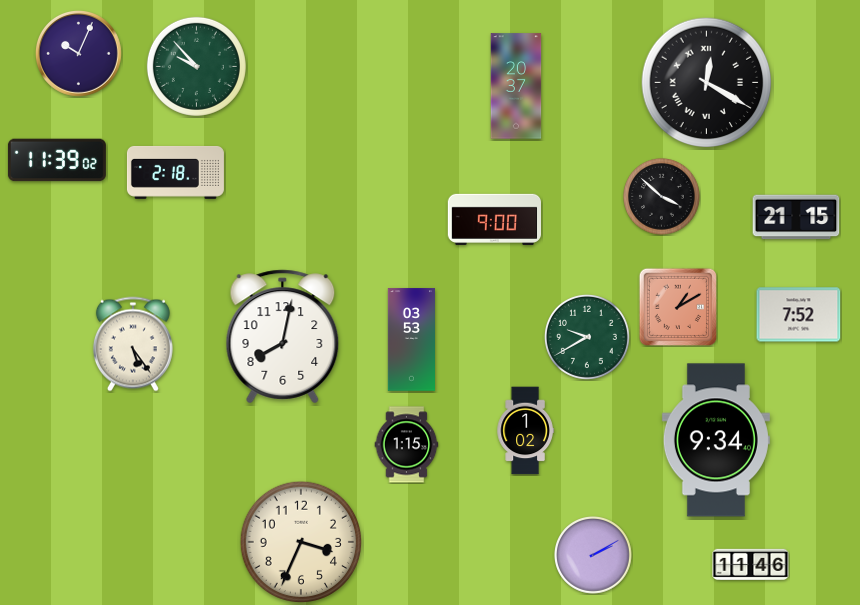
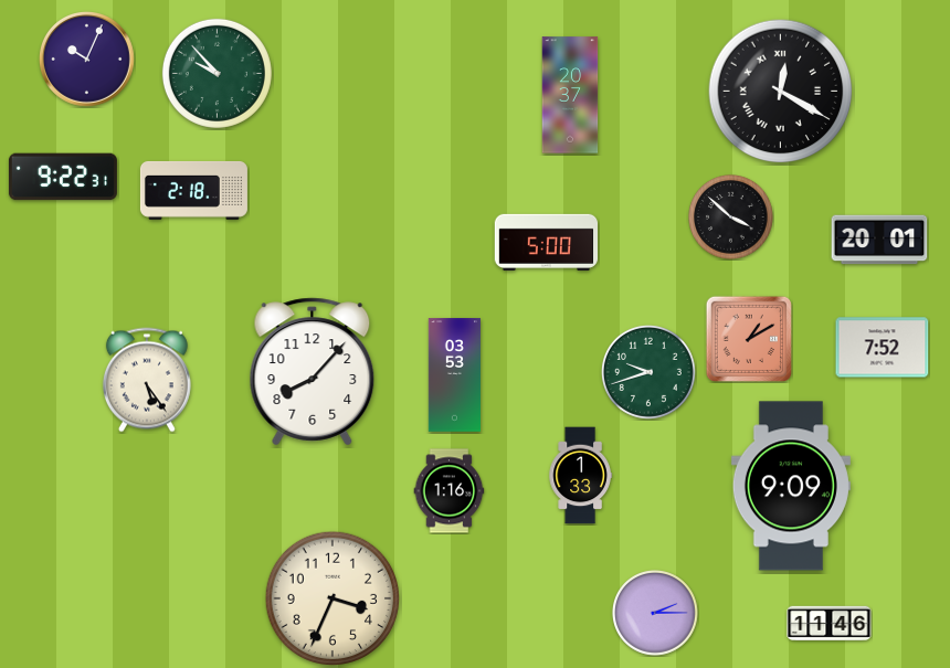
clock at (57, 160): 11:39 -> 9:22
clock at (796, 217): 21:15 -> 20:01
clock at (494, 219): 9:00 -> 5:00
clock at (283, 337): 8:02 -> 8:07
clock at (587, 337): 9:40 -> 9:42
clock at (525, 431): 1:02 -> 1:33
clock at (716, 440): 9:34 -> 9:09
clock at (407, 445): 1:15 -> 1:16
clock at (594, 556): 2:10 -> 2:15
